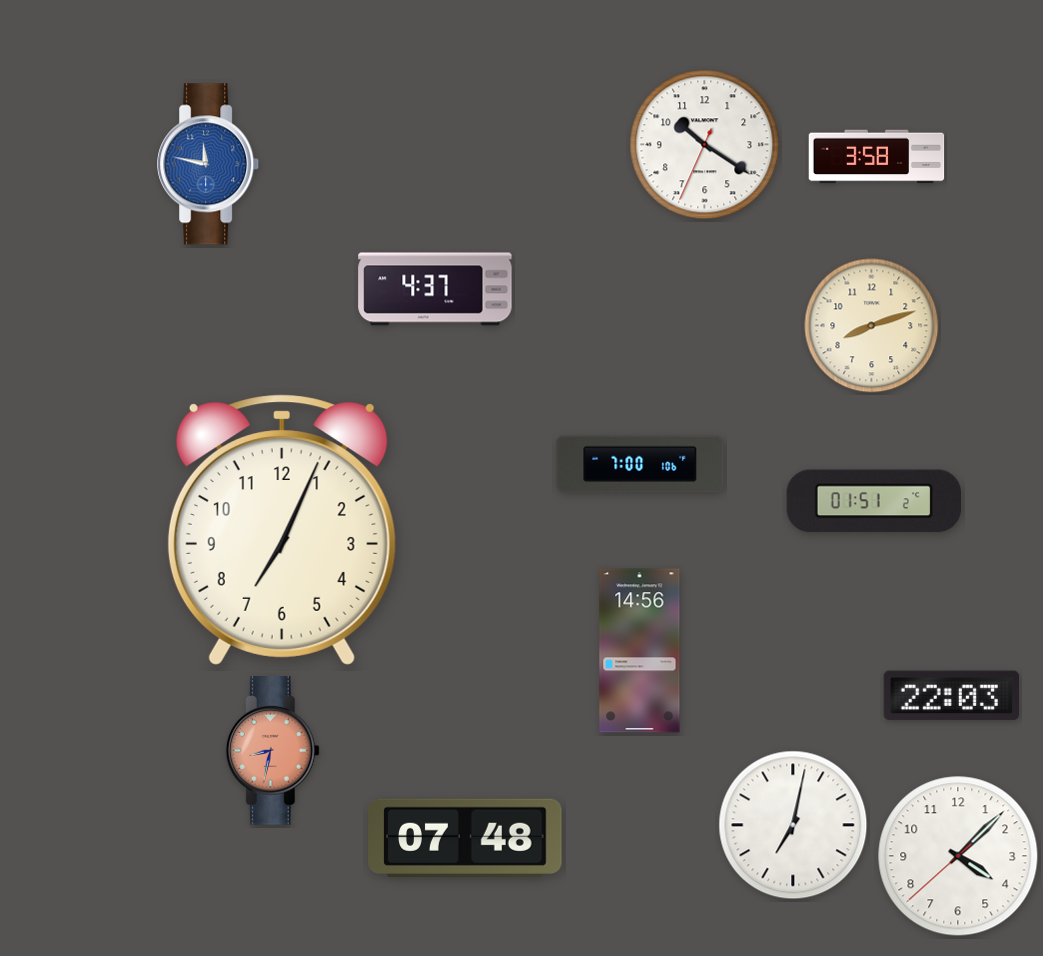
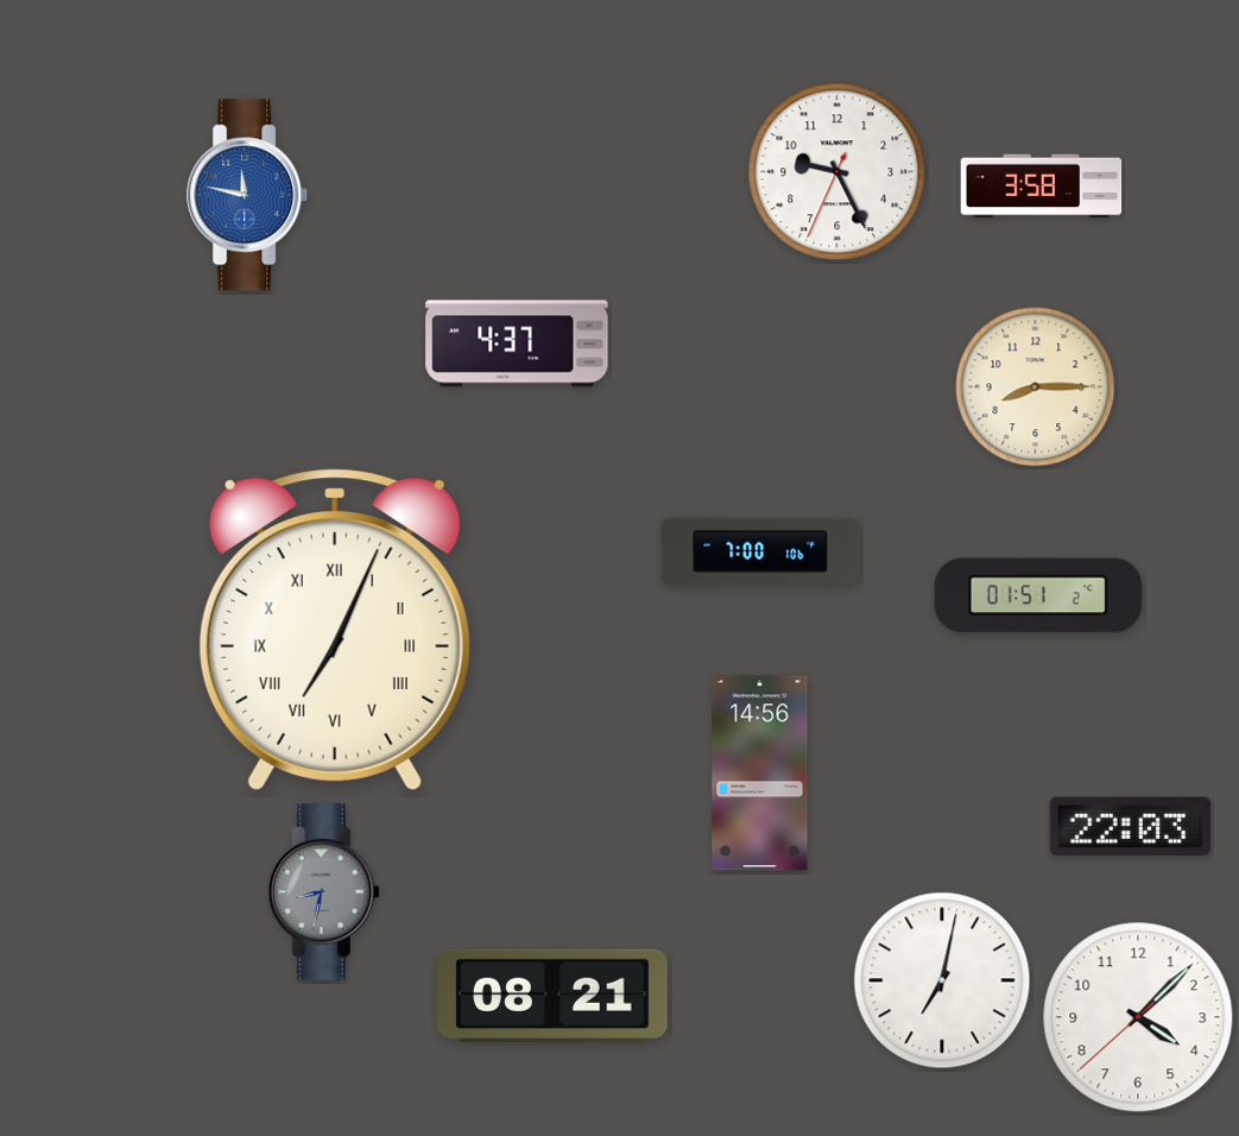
clock at (705, 145): 10:20 -> 9:25
clock at (872, 326): 8:12 -> 8:15
clock at (282, 530) numerals: Arabic -> Roman
clock at (272, 751) dial: salmon -> grey
clock at (465, 838): 07:48 -> 08:21
